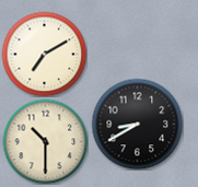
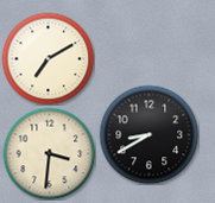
clock at (45, 141): 10:30 -> 3:31
